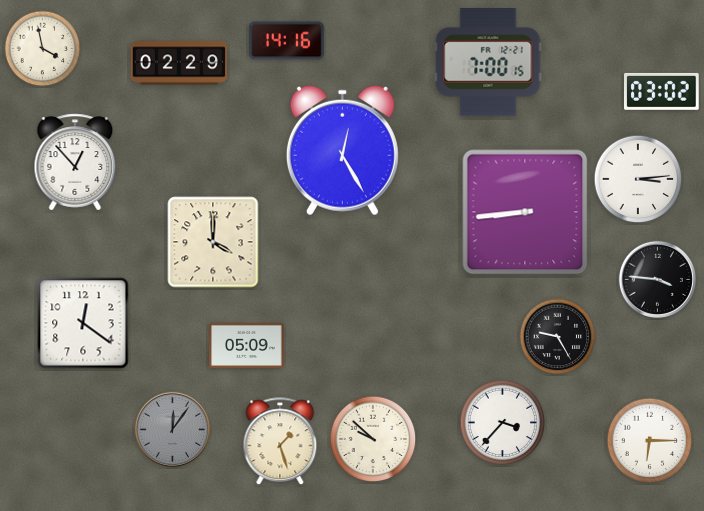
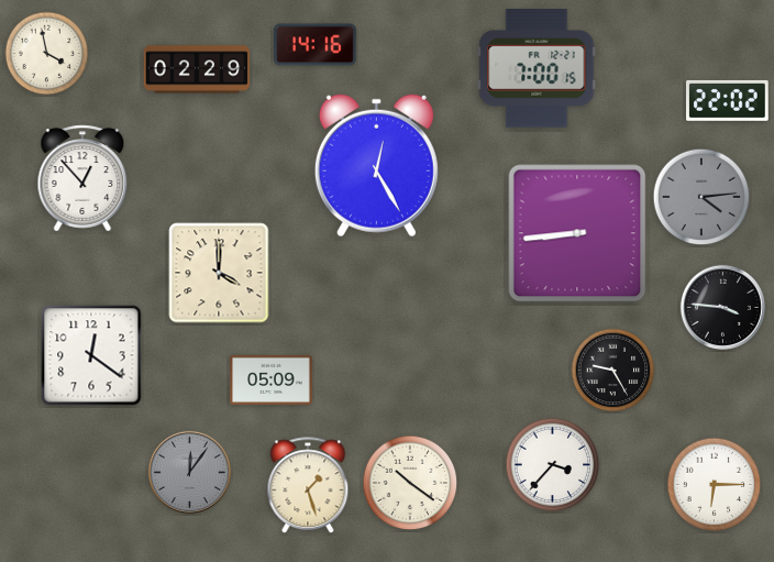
clock at (662, 91): 03:02 -> 22:02
clock at (638, 179): 3:14 -> 4:14
clock at (638, 179) dial: white -> grey
clock at (213, 242) position: (213, 242) -> (219, 273)
clock at (373, 439): 9:52 -> 10:21
